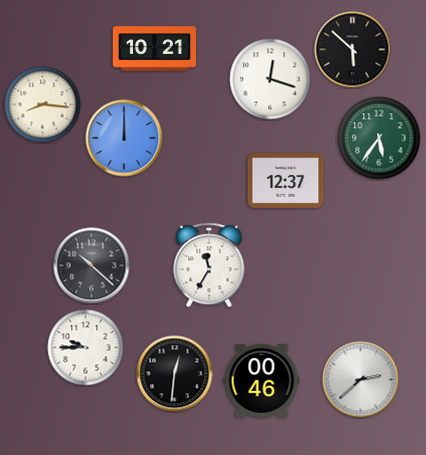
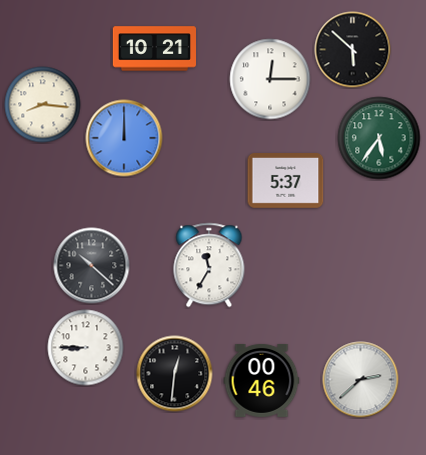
clock at (270, 79): 12:18 -> 12:15
clock at (286, 181): 12:37 -> 5:37
clock at (86, 348): 9:45 -> 8:45
